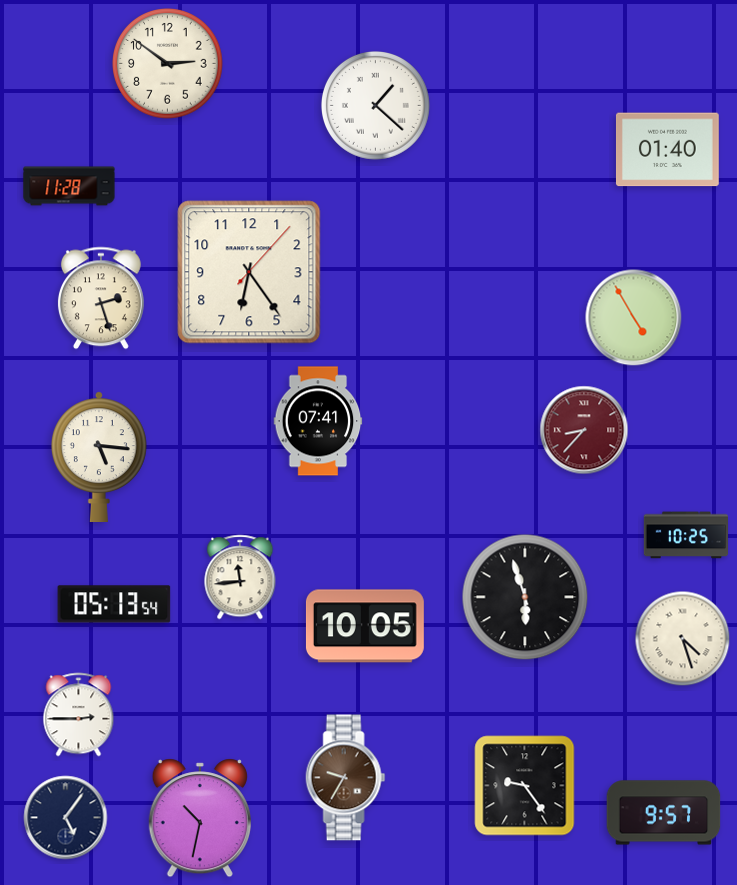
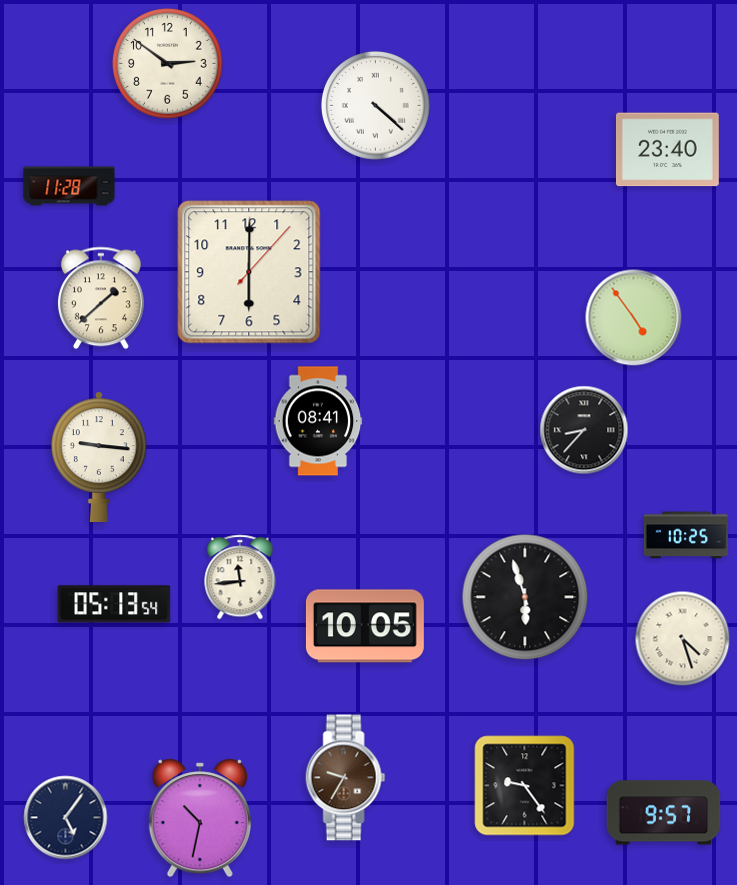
clock at (375, 105): 1:22 -> 4:22
clock at (667, 150): 01:40 -> 23:40
clock at (249, 272): 6:24 -> 6:00
clock at (101, 298): 2:27 -> 1:38
clock at (634, 318): 4:55 -> 4:54
clock at (318, 421): 07:41 -> 08:41
clock at (584, 430) dial: burgundy -> black
clock at (99, 456): 5:16 -> 9:16
clock at (79, 715): 2:45 -> none
